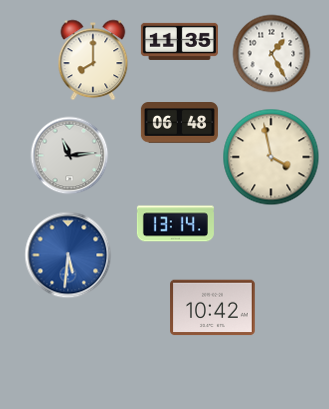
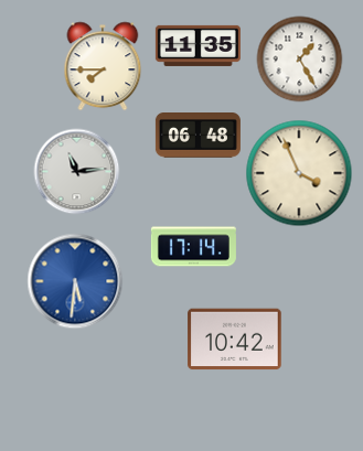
clock at (93, 60): 8:00 -> 7:45
clock at (271, 157): 3:58 -> 3:56
clock at (175, 224): 13:14 -> 17:14
